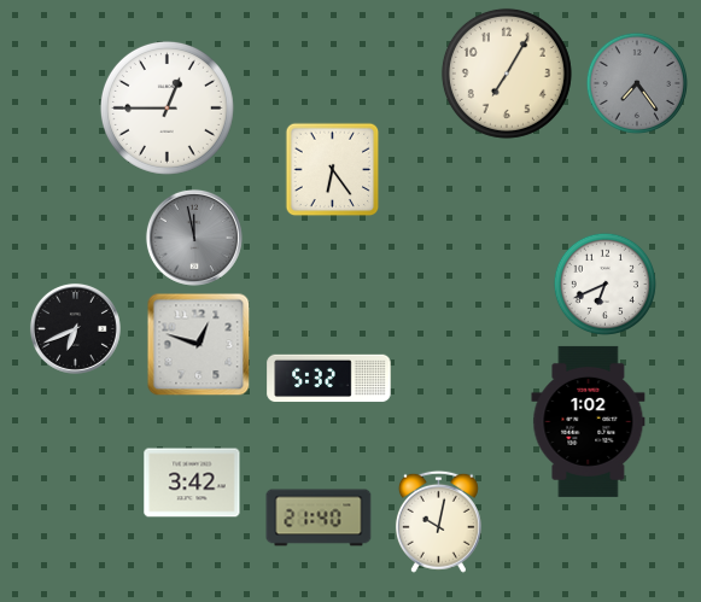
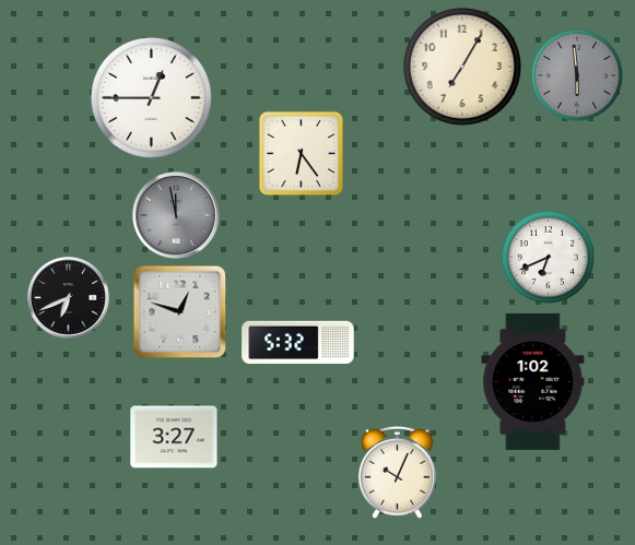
clock at (507, 74) position: (507, 74) -> (462, 67)
clock at (636, 82): 7:24 -> 5:59
clock at (192, 483): 3:42 -> 3:27
clock at (319, 518): 21:40 -> none
clock at (438, 521): 10:02 -> 10:04
